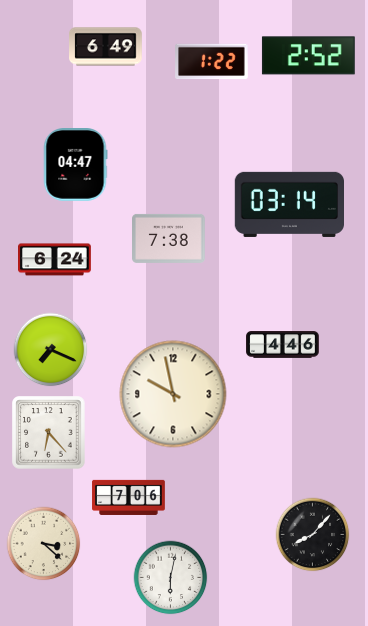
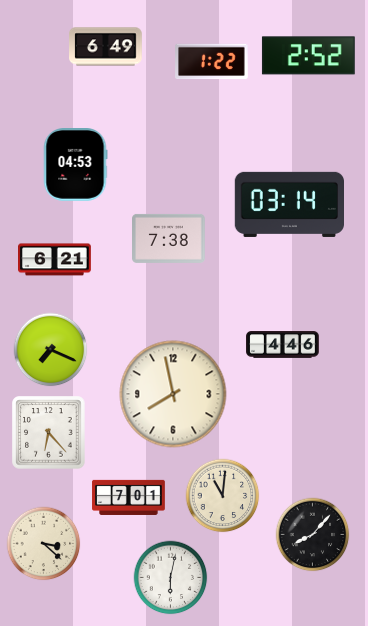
clock at (75, 165): 04:47 -> 04:53
clock at (55, 260): 6:24 -> 6:21
clock at (173, 394): 9:58 -> 7:58
clock at (223, 496): none -> 11:01
clock at (129, 497): 7:06 -> 7:01
